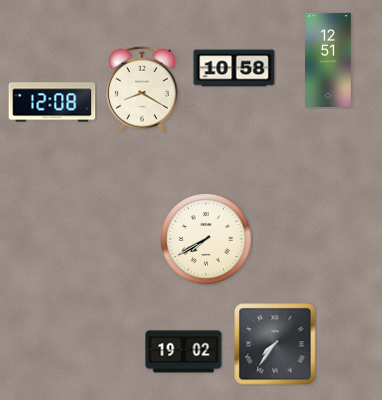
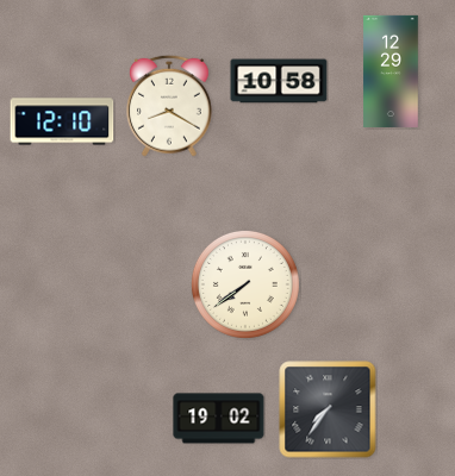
clock at (328, 60): 12:51 -> 12:29
clock at (52, 102): 12:08 -> 12:10
clock at (206, 239): 7:40 -> 7:39
